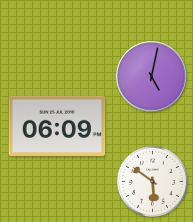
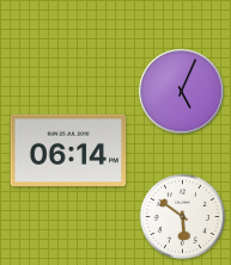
clock at (152, 77): 5:02 -> 5:04
clock at (57, 126): 06:09 -> 06:14
